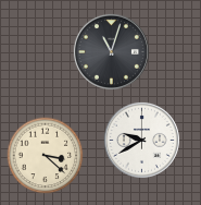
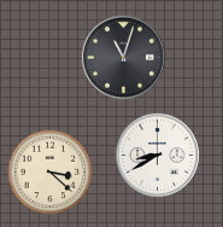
clock at (141, 140): 9:40 -> 8:40
